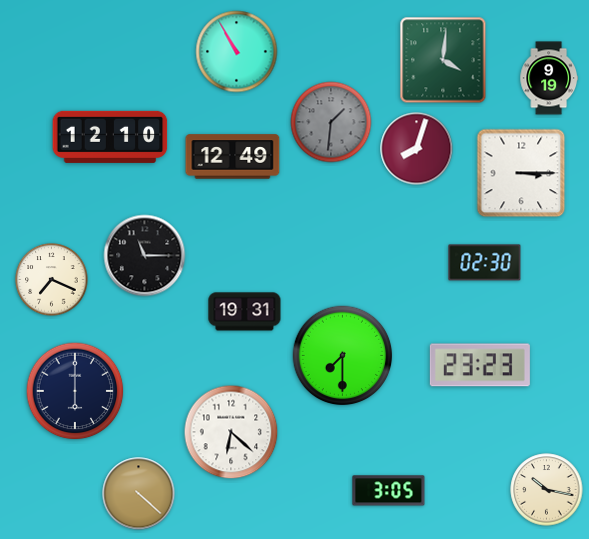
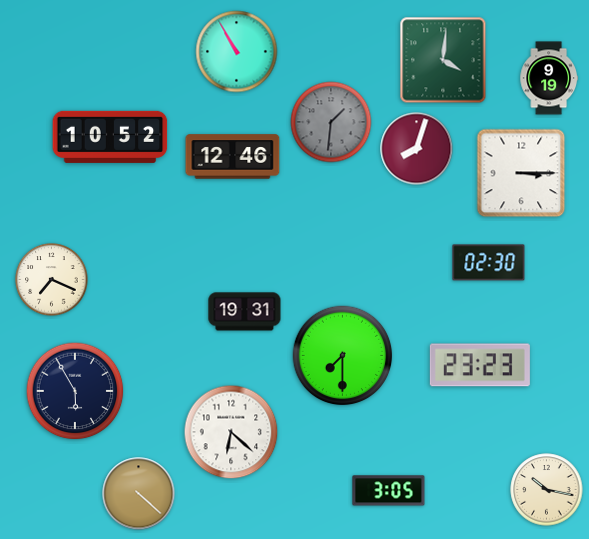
clock at (110, 137): 12:10 -> 10:52
clock at (233, 157): 12:49 -> 12:46
clock at (145, 256): 11:15 -> none
clock at (485, 263) position: (485, 263) -> (489, 263)
clock at (75, 391): 6:00 -> 5:55
